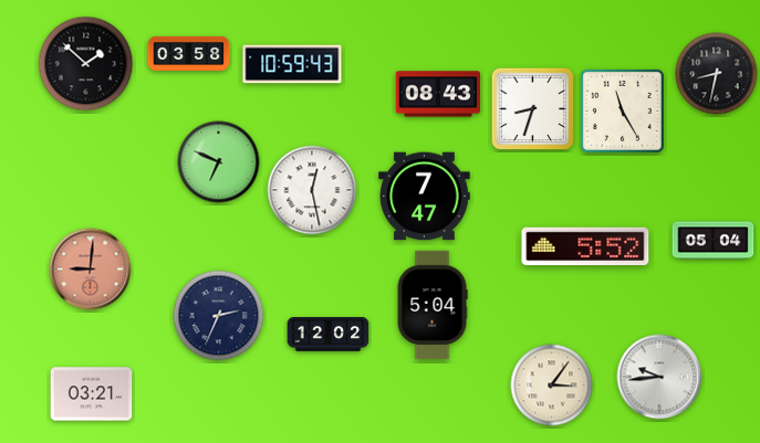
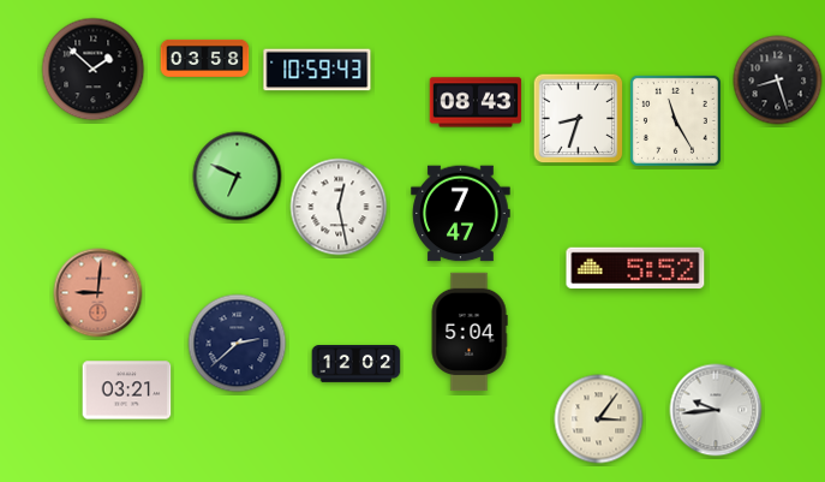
clock at (717, 74): 8:32 -> 8:27
clock at (714, 241): 05:04 -> none
clock at (219, 316): 2:34 -> 2:38
clock at (92, 394) position: (92, 394) -> (127, 391)
